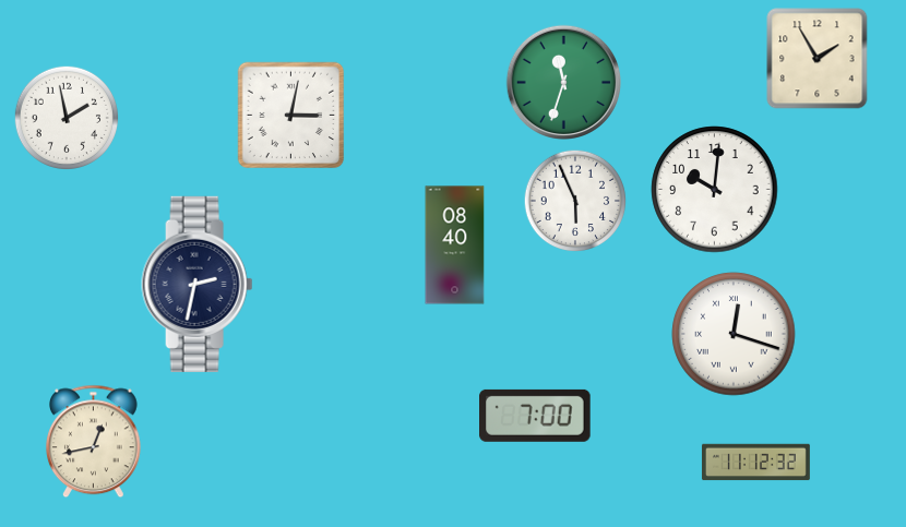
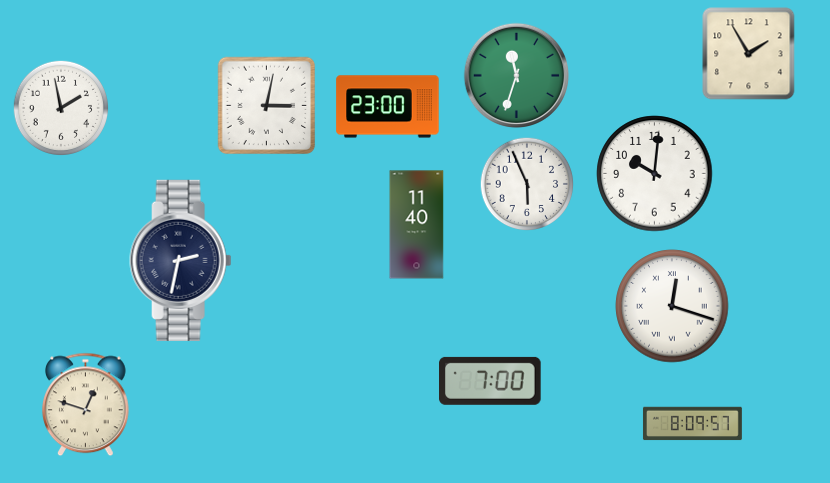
clock at (388, 107): none -> 23:00
clock at (455, 245): 08:40 -> 11:40
clock at (94, 442): 12:43 -> 12:48
clock at (755, 463): 11:12 -> 8:09
